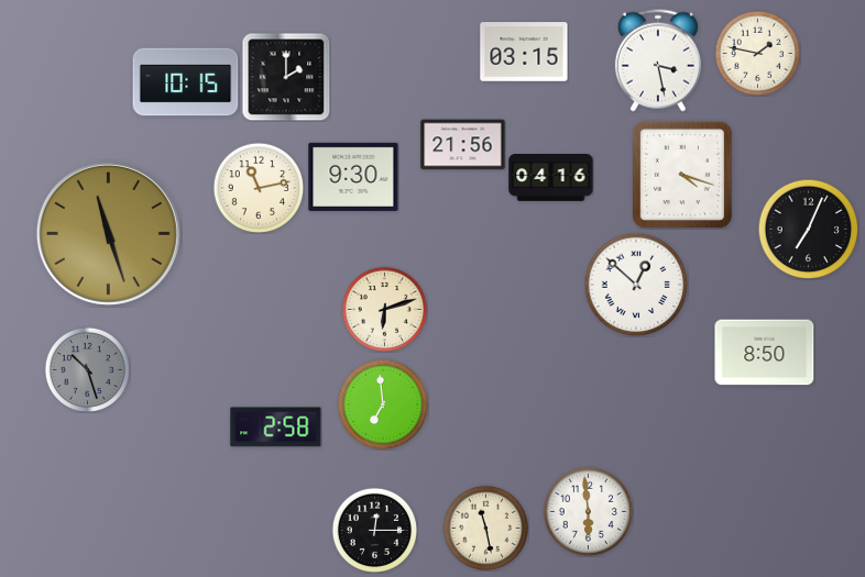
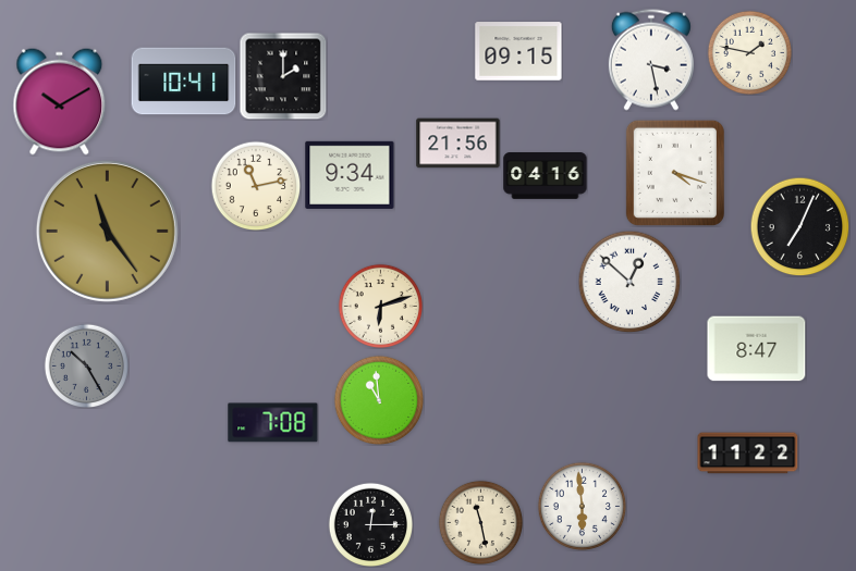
clock at (524, 52): 03:15 -> 09:15
clock at (186, 82): 10:15 -> 10:41
clock at (60, 102): none -> 10:10
clock at (353, 177): 9:30 -> 9:34
clock at (108, 233): 11:27 -> 11:24
clock at (765, 353): 8:50 -> 8:47
clock at (87, 369): 10:27 -> 10:25
clock at (383, 404): 6:59 -> 10:59
clock at (276, 428): 2:58 -> 7:08
clock at (748, 454): none -> 11:22
